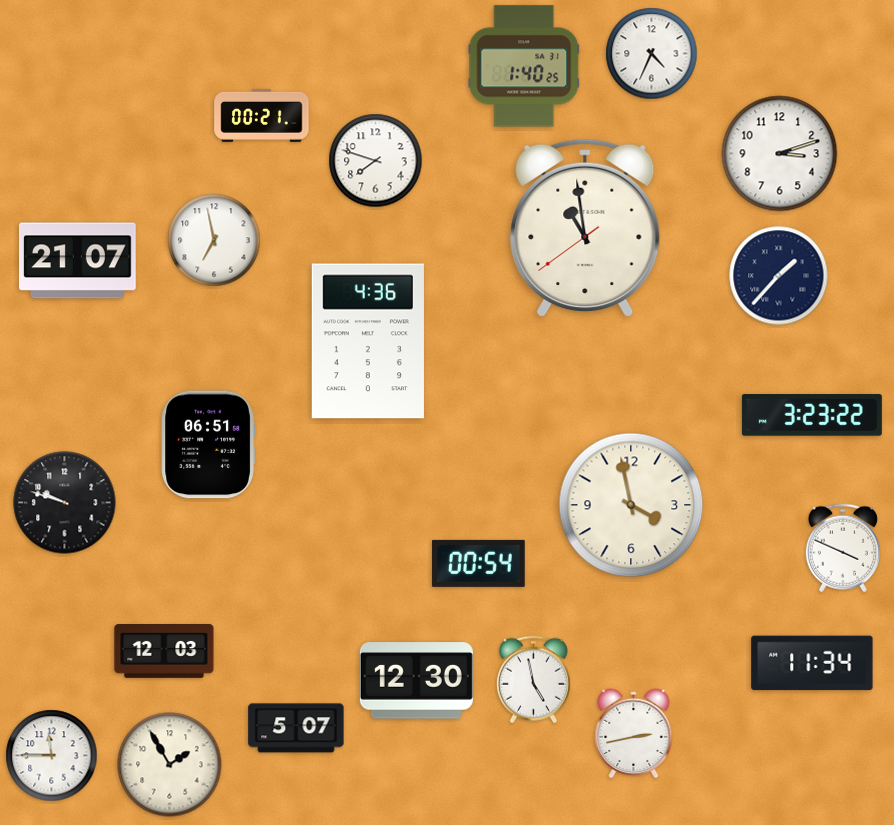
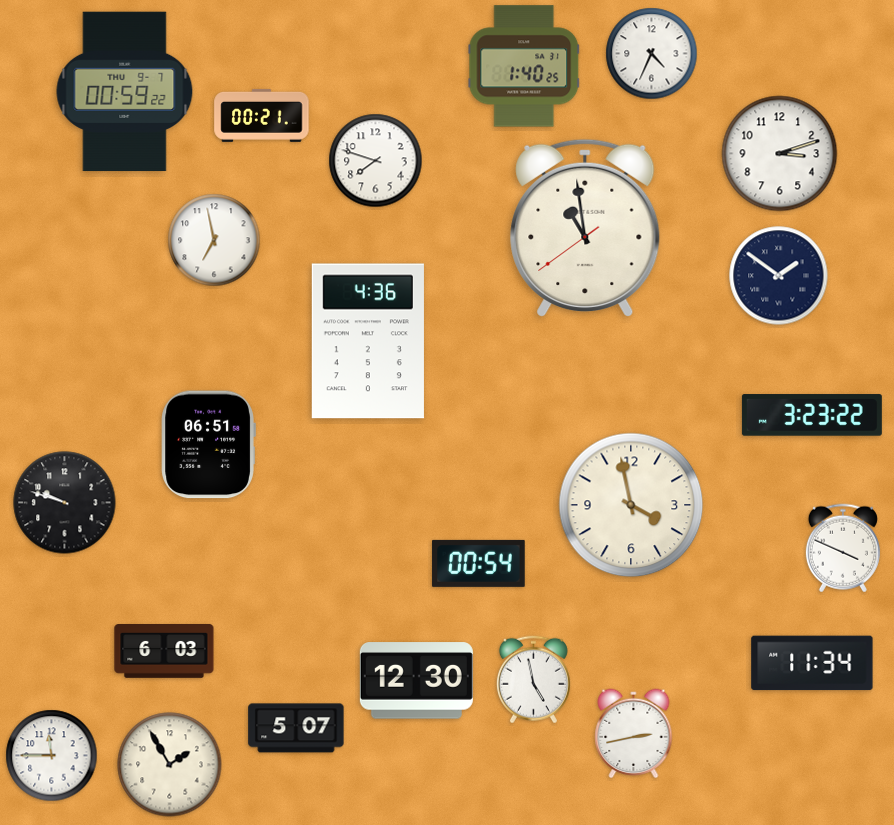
clock at (125, 92): none -> 00:59
clock at (78, 261): 21:07 -> none
clock at (779, 276): 1:37 -> 1:51
clock at (164, 652): 12:03 -> 6:03
